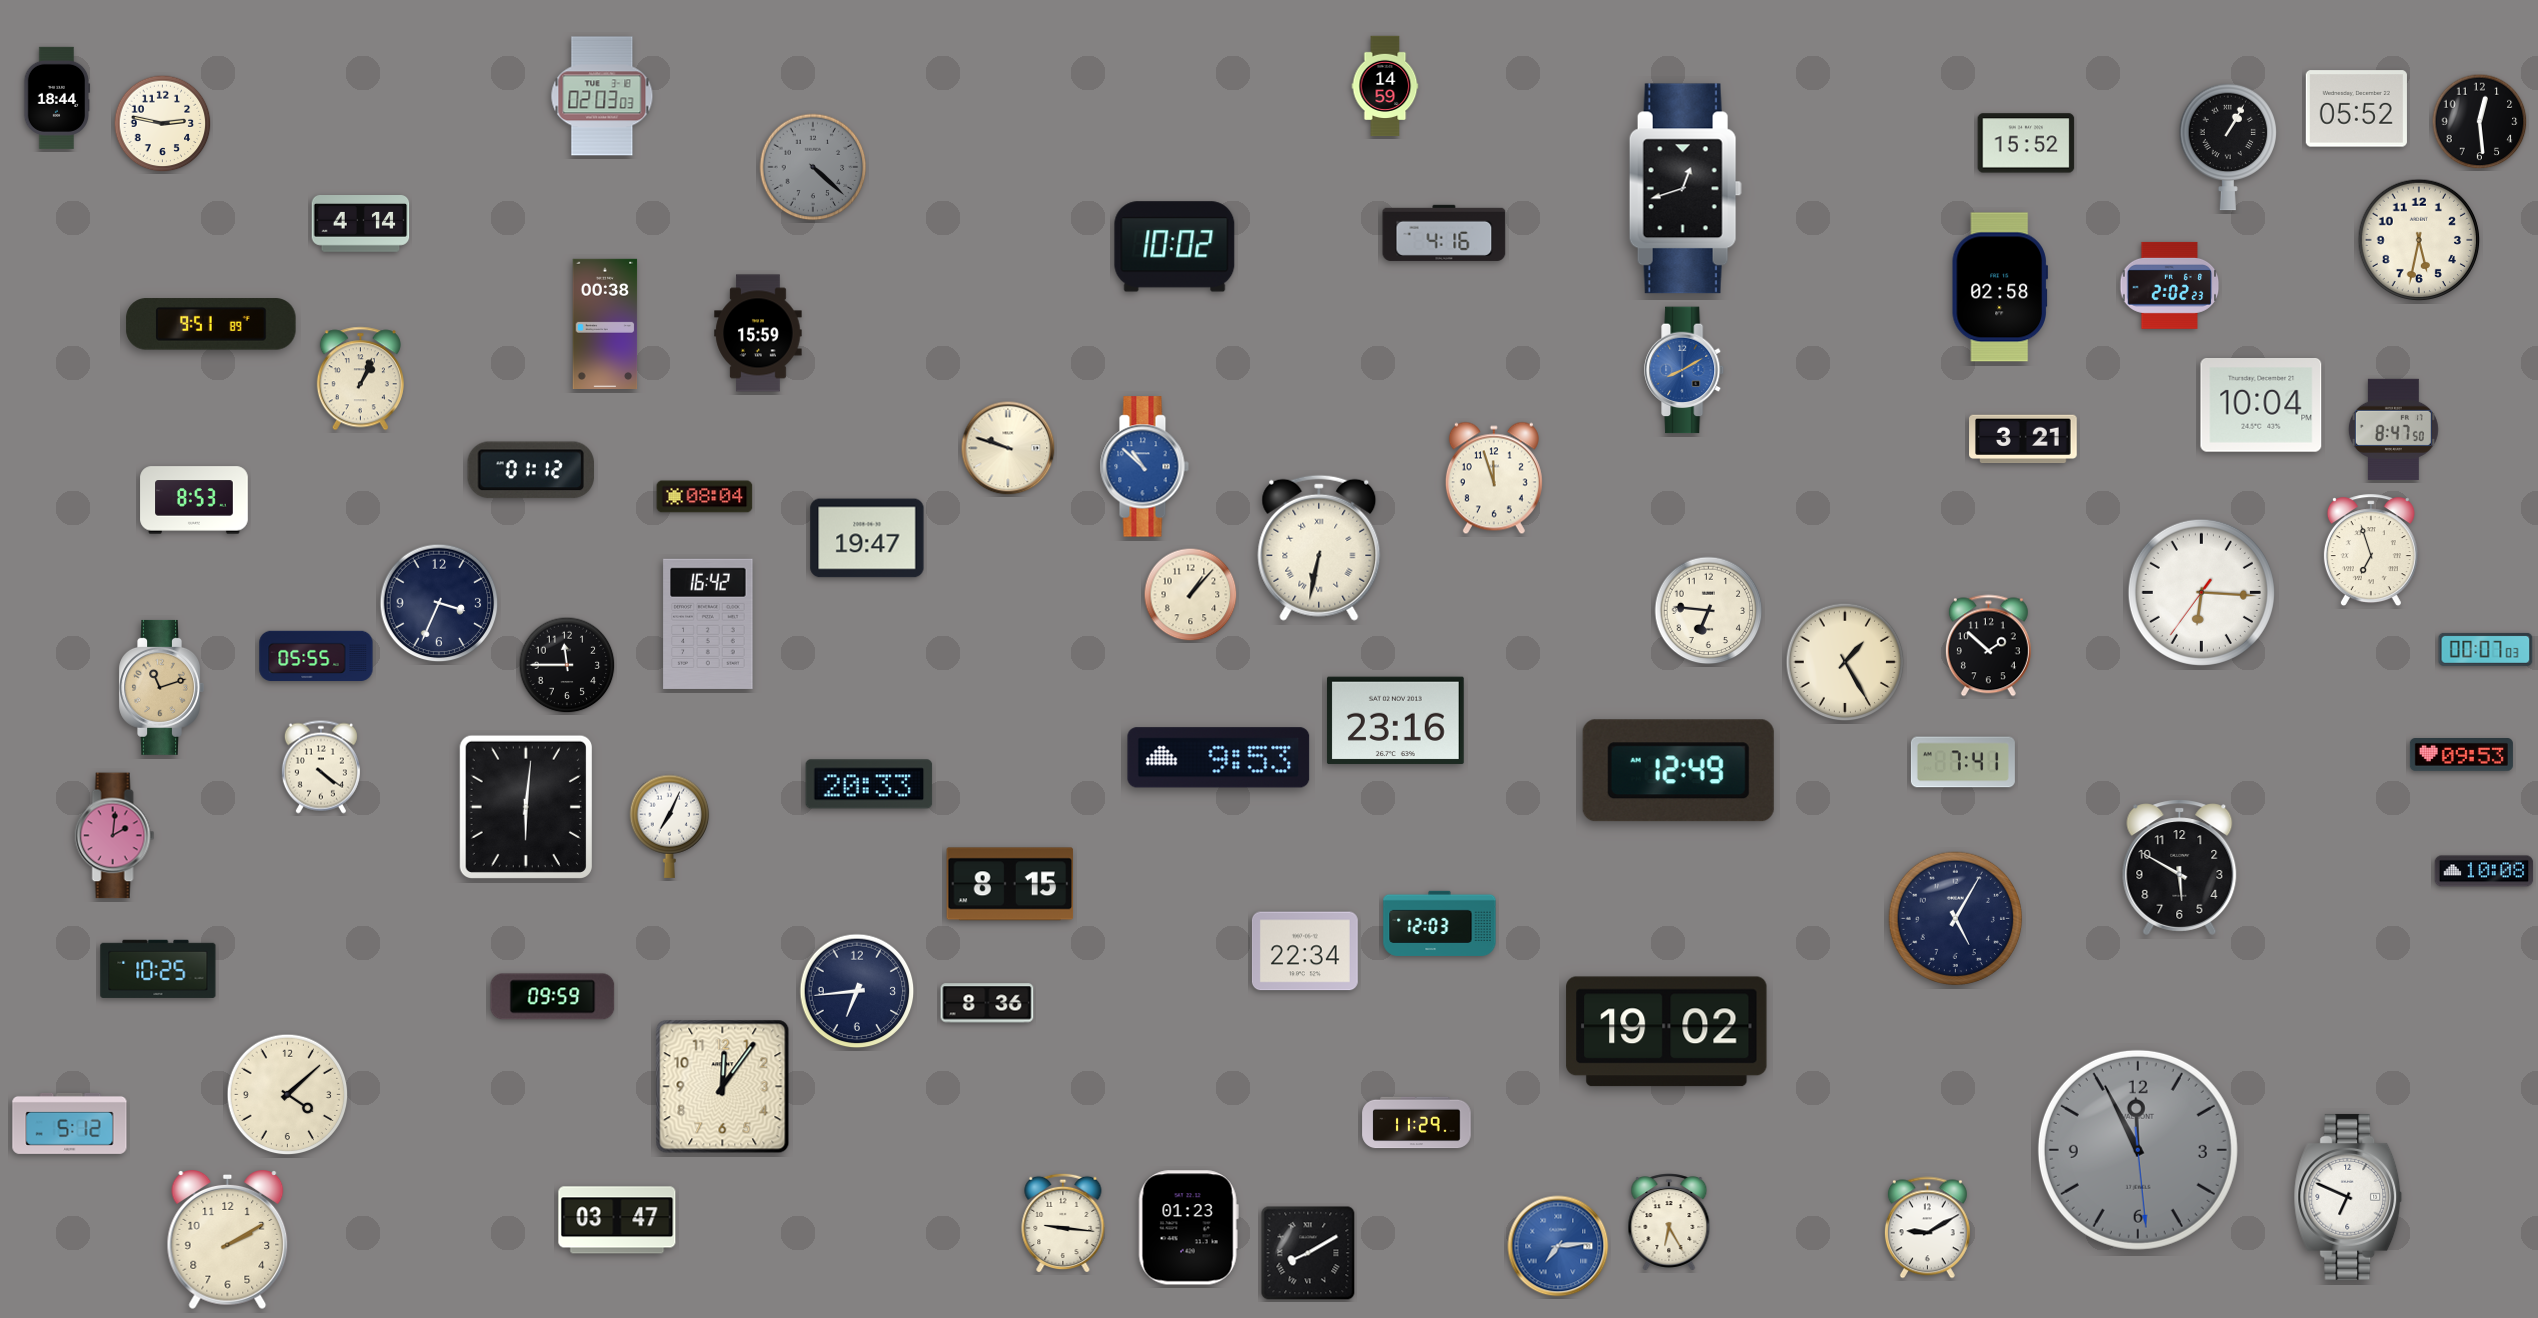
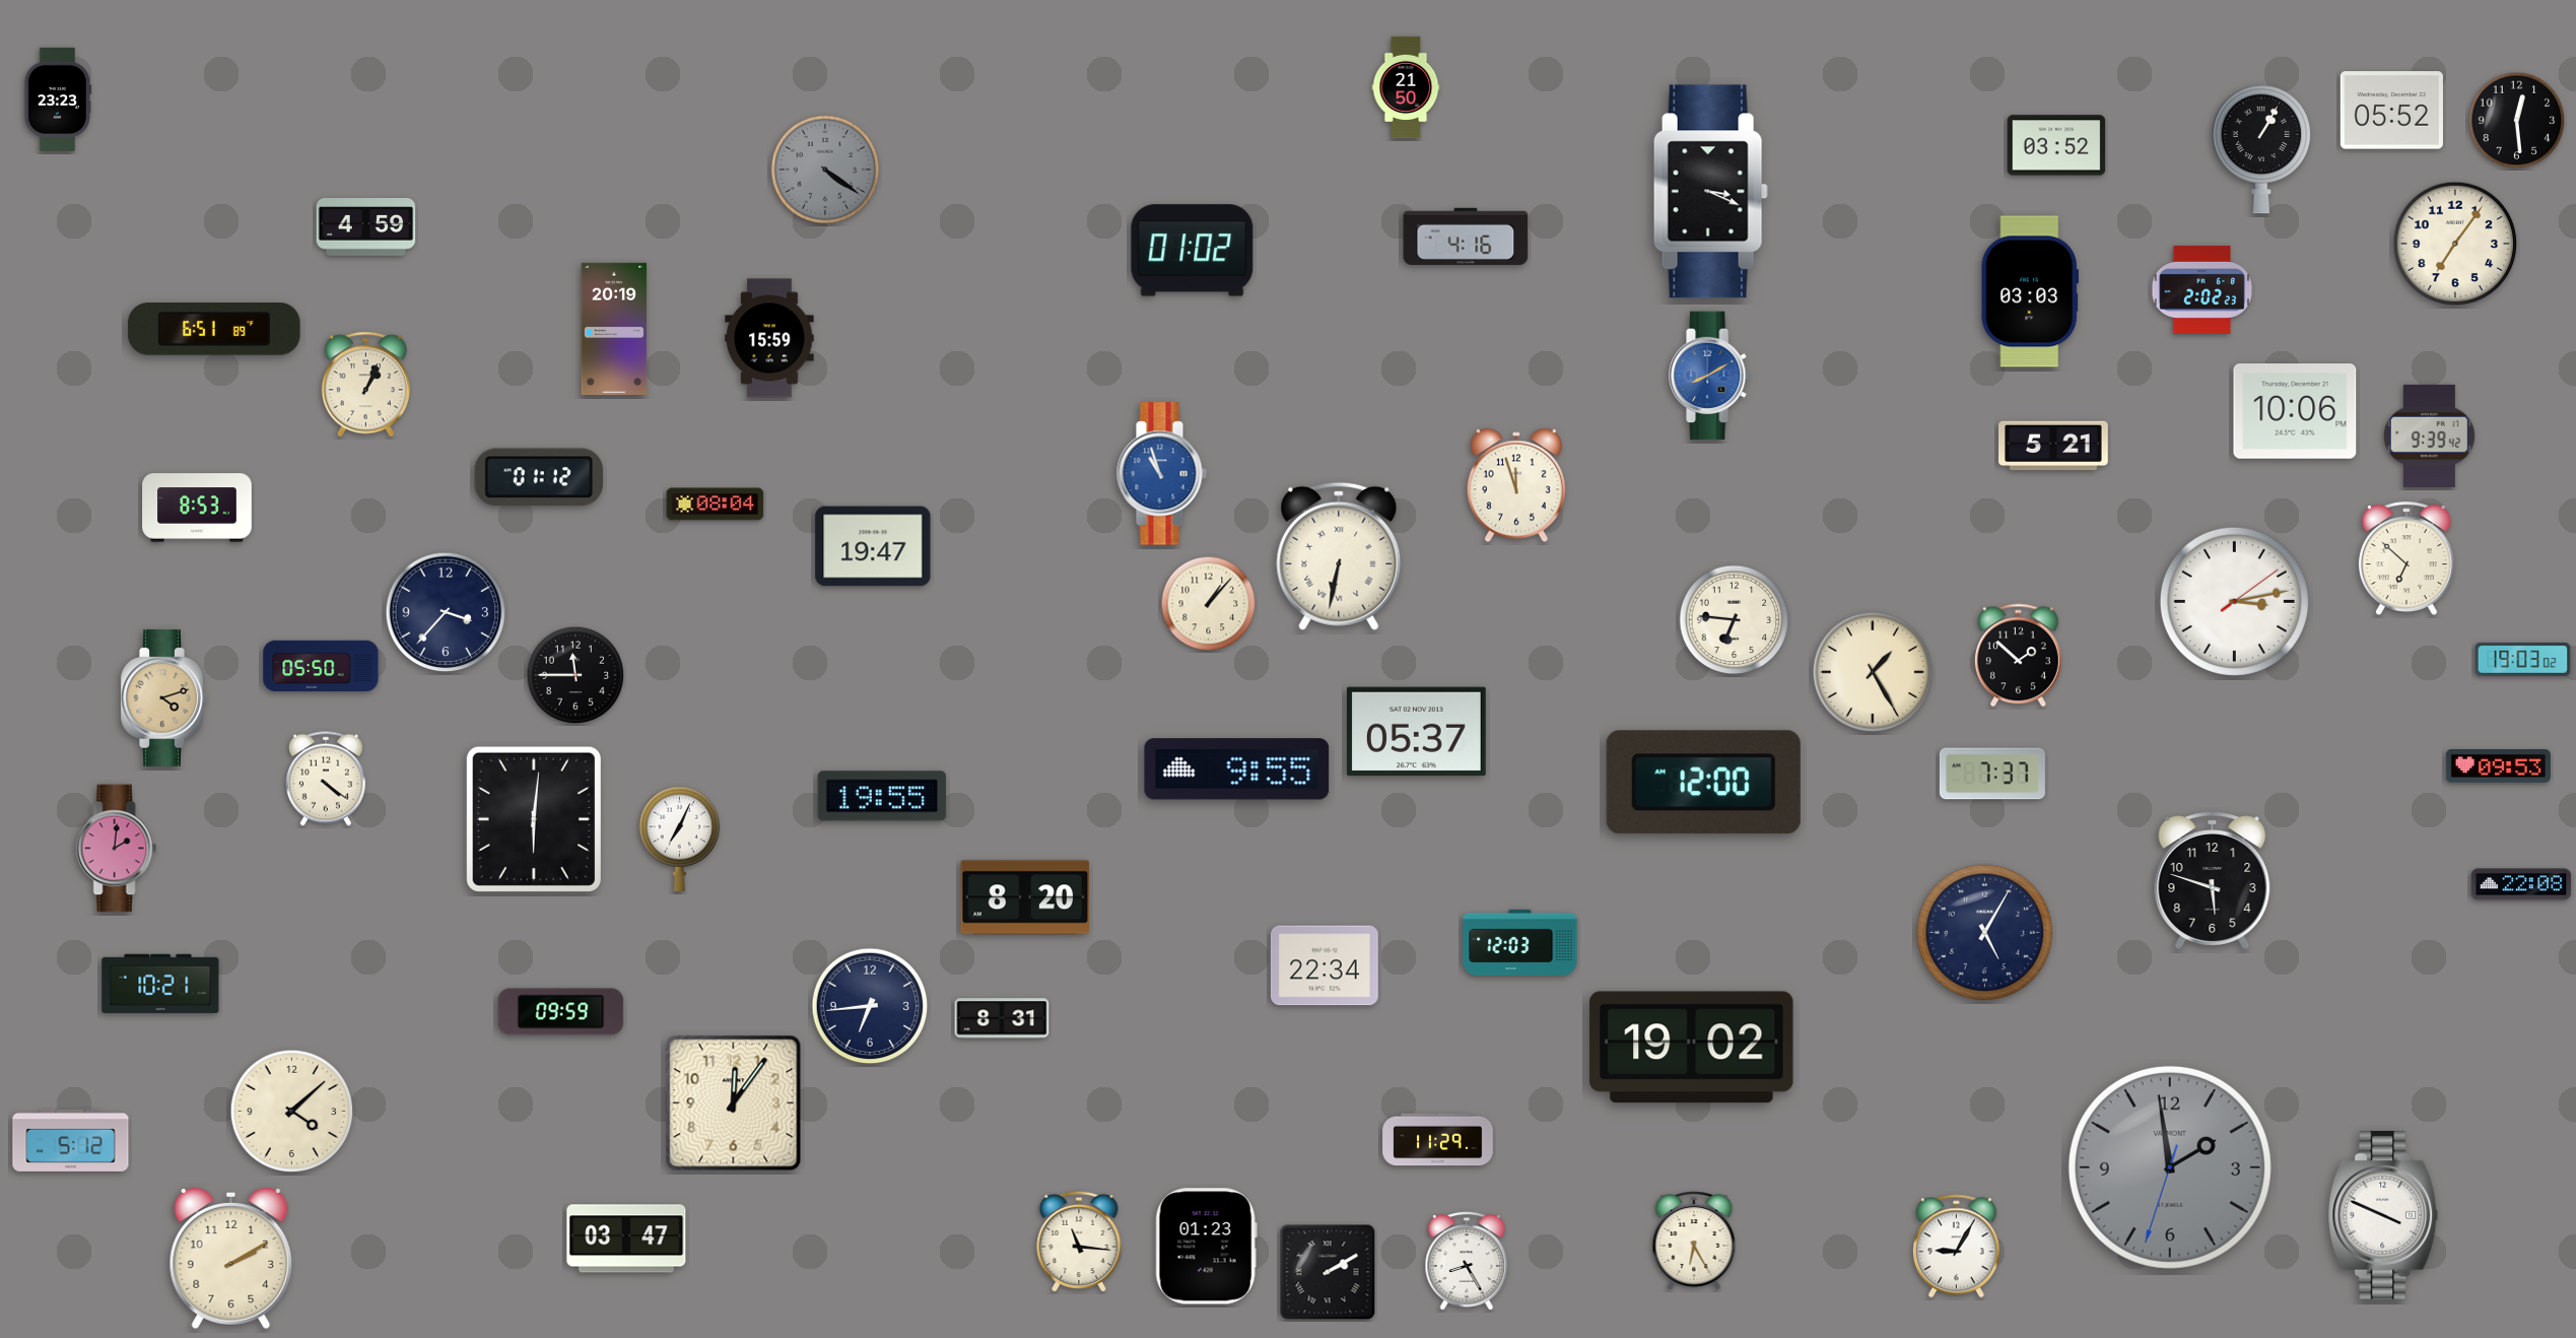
clock at (1385, 86): 14:59 -> 21:50
clock at (602, 96): 02:03 -> none
clock at (57, 98): 18:44 -> 23:23
clock at (2480, 122) position: (2480, 122) -> (2517, 121)
clock at (163, 124): 2:47 -> none
clock at (2026, 143): 15:52 -> 03:52
clock at (813, 167): 4:22 -> 4:21
clock at (1685, 189): 12:42 -> 3:19
clock at (361, 224): 4:14 -> 4:59
clock at (2419, 240): 5:32 -> 7:06
clock at (1175, 247): 10:02 -> 01:02
clock at (2000, 287): 02:58 -> 03:03
clock at (605, 323): 00:38 -> 20:19
clock at (211, 324): 9:51 -> 6:51
clock at (2261, 406): 10:04 -> 10:06
clock at (2393, 429): 8:47 -> 9:39
clock at (2023, 439): 3:21 -> 5:21
clock at (1008, 448): 9:48 -> none
clock at (1144, 467): 10:52 -> 10:57
clock at (867, 538) position: (867, 538) -> (873, 546)
clock at (2371, 551): 6:57 -> 6:52
clock at (2201, 592): 6:15 -> 3:13
clock at (439, 603): 3:34 -> 3:37
clock at (708, 624): 16:42 -> none
clock at (2486, 649): 00:07 -> 19:03
clock at (316, 655): 05:55 -> 05:50
clock at (161, 687): 11:12 -> 4:12
clock at (1395, 721): 23:16 -> 05:37
clock at (1219, 758): 9:53 -> 9:55
clock at (1963, 762): 7:41 -> 7:37
clock at (1678, 771): 12:49 -> 12:00
clock at (869, 784): 20:33 -> 19:55
clock at (2180, 867): 5:50 -> 5:48
clock at (2484, 871): 10:08 -> 22:08
clock at (1010, 884): 8:15 -> 8:20
clock at (1440, 923) position: (1440, 923) -> (1520, 942)
clock at (158, 969): 10:25 -> 10:21
clock at (987, 1003): 8:36 -> 8:31
clock at (2138, 1150): 11:55 -> 1:58
clock at (2348, 1197): 6:49 -> 3:49
clock at (1063, 1223): 9:16 -> 11:16
clock at (1927, 1228): 9:10 -> 9:05
clock at (1467, 1261): none -> 8:25
clock at (1558, 1246): 7:14 -> none
clock at (1308, 1253): 8:10 -> 2:10
